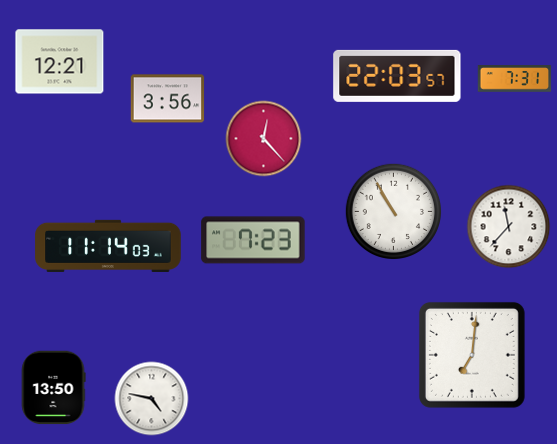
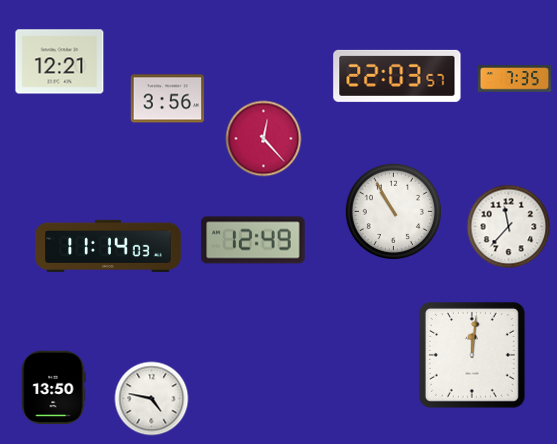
clock at (515, 79): 7:31 -> 7:35
clock at (253, 240): 7:23 -> 12:49
clock at (472, 355): 7:01 -> 12:01
